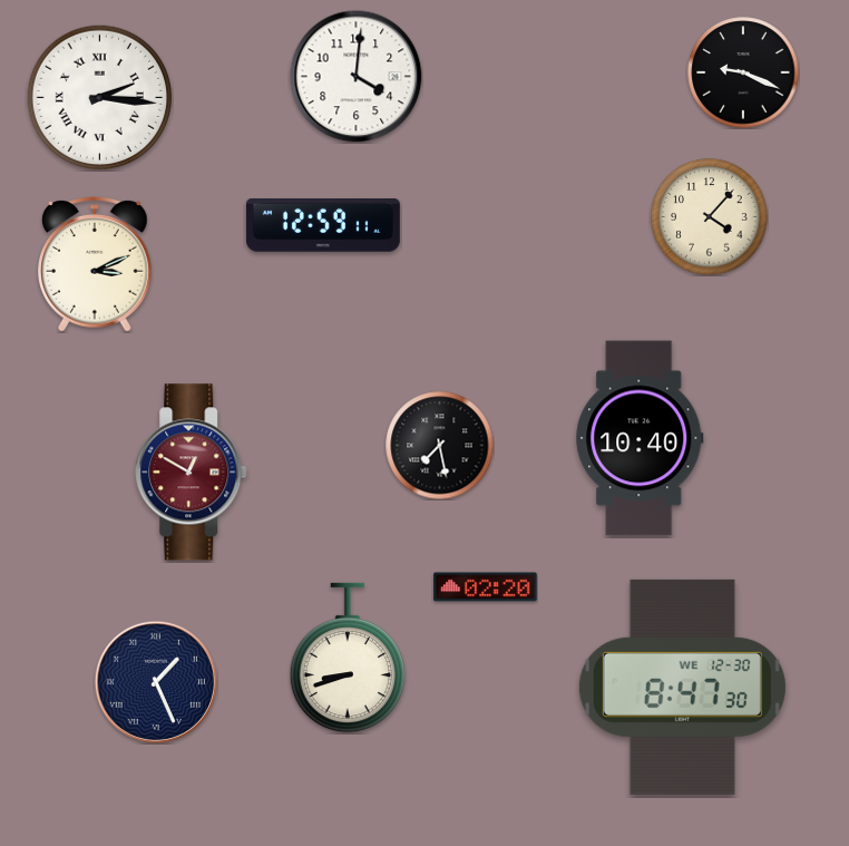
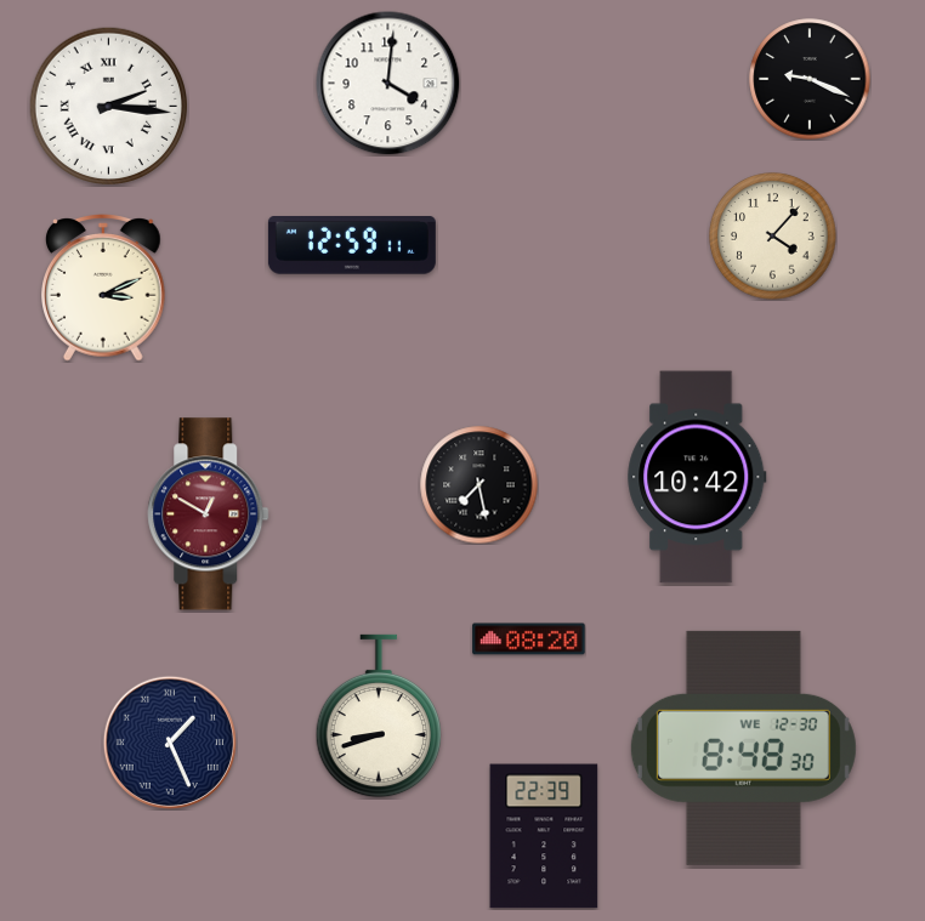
clock at (640, 438): 10:40 -> 10:42
clock at (486, 587): 02:20 -> 08:20
clock at (682, 687): 8:47 -> 8:48
clock at (544, 836): none -> 22:39
